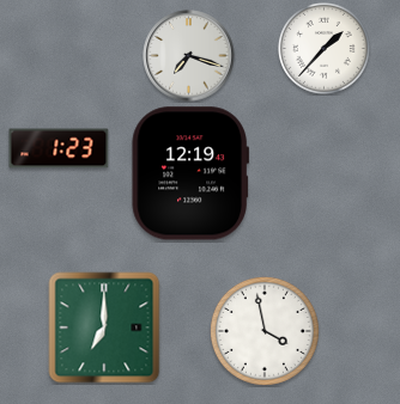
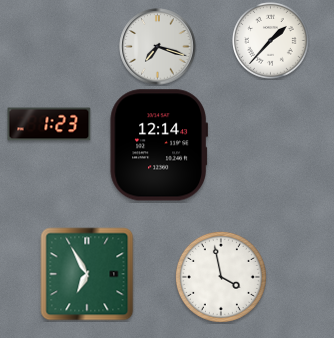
clock at (189, 173): 12:19 -> 12:14
clock at (104, 328): 7:00 -> 6:55
